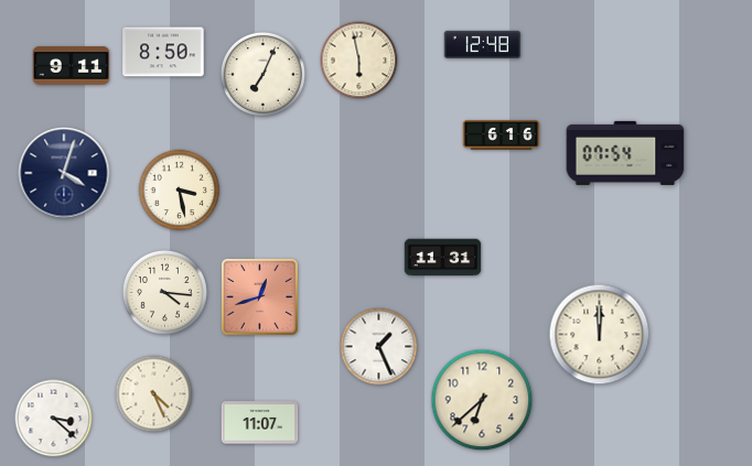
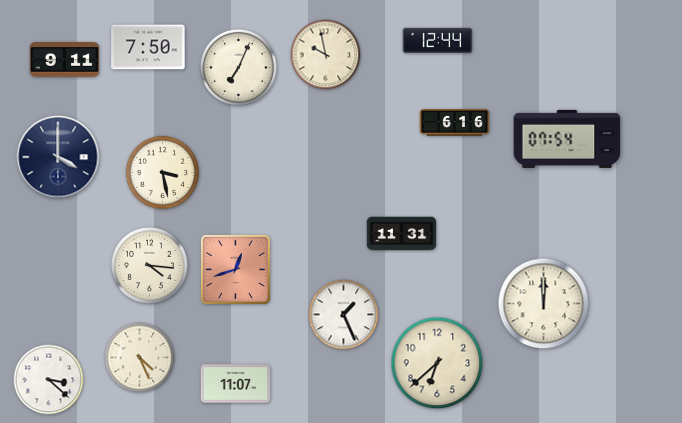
clock at (483, 45): 12:48 -> 12:44
clock at (163, 52): 8:50 -> 7:50
clock at (359, 61): 5:58 -> 9:58
clock at (64, 173): 4:03 -> 4:00
